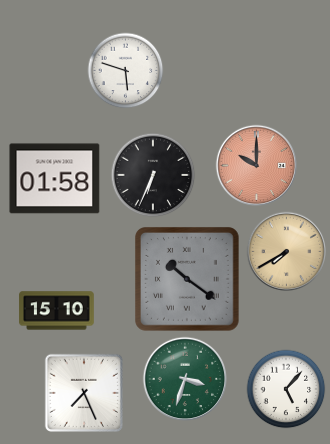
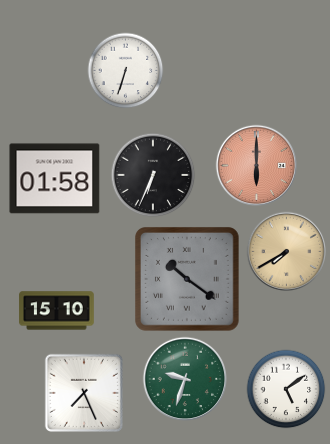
clock at (126, 71): 5:48 -> 6:33
clock at (257, 166): 10:00 -> 6:00
clock at (185, 379): 3:33 -> 9:33
clock at (286, 389): 5:07 -> 5:09
